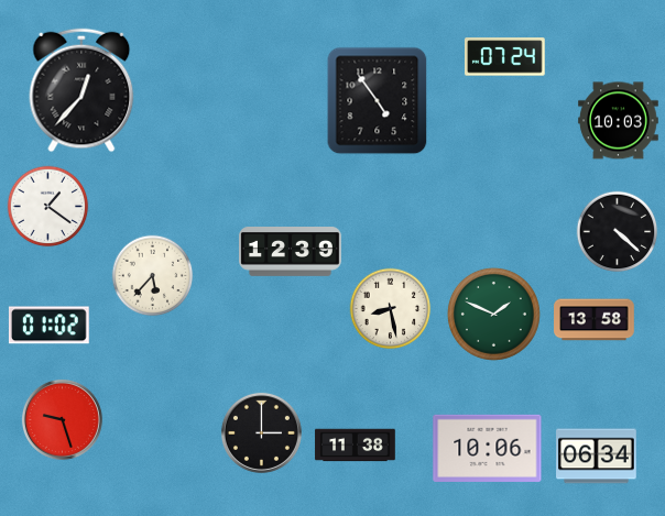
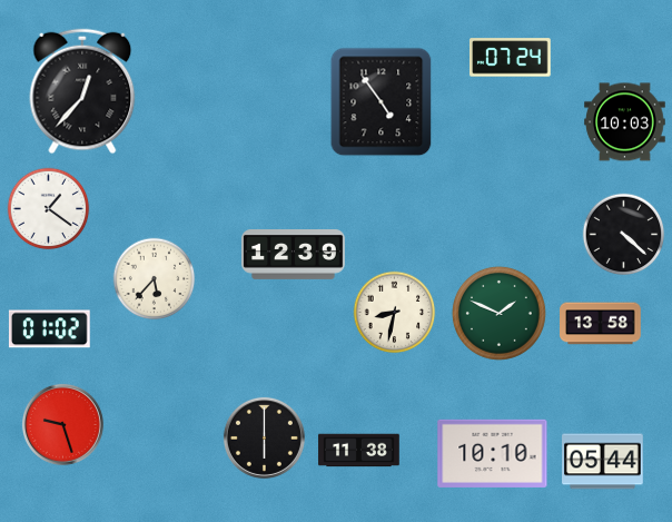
clock at (391, 309): 8:28 -> 8:32
clock at (493, 314) position: (493, 314) -> (498, 313)
clock at (261, 432): 3:00 -> 6:00
clock at (488, 448): 10:06 -> 10:10
clock at (597, 457): 06:34 -> 05:44
